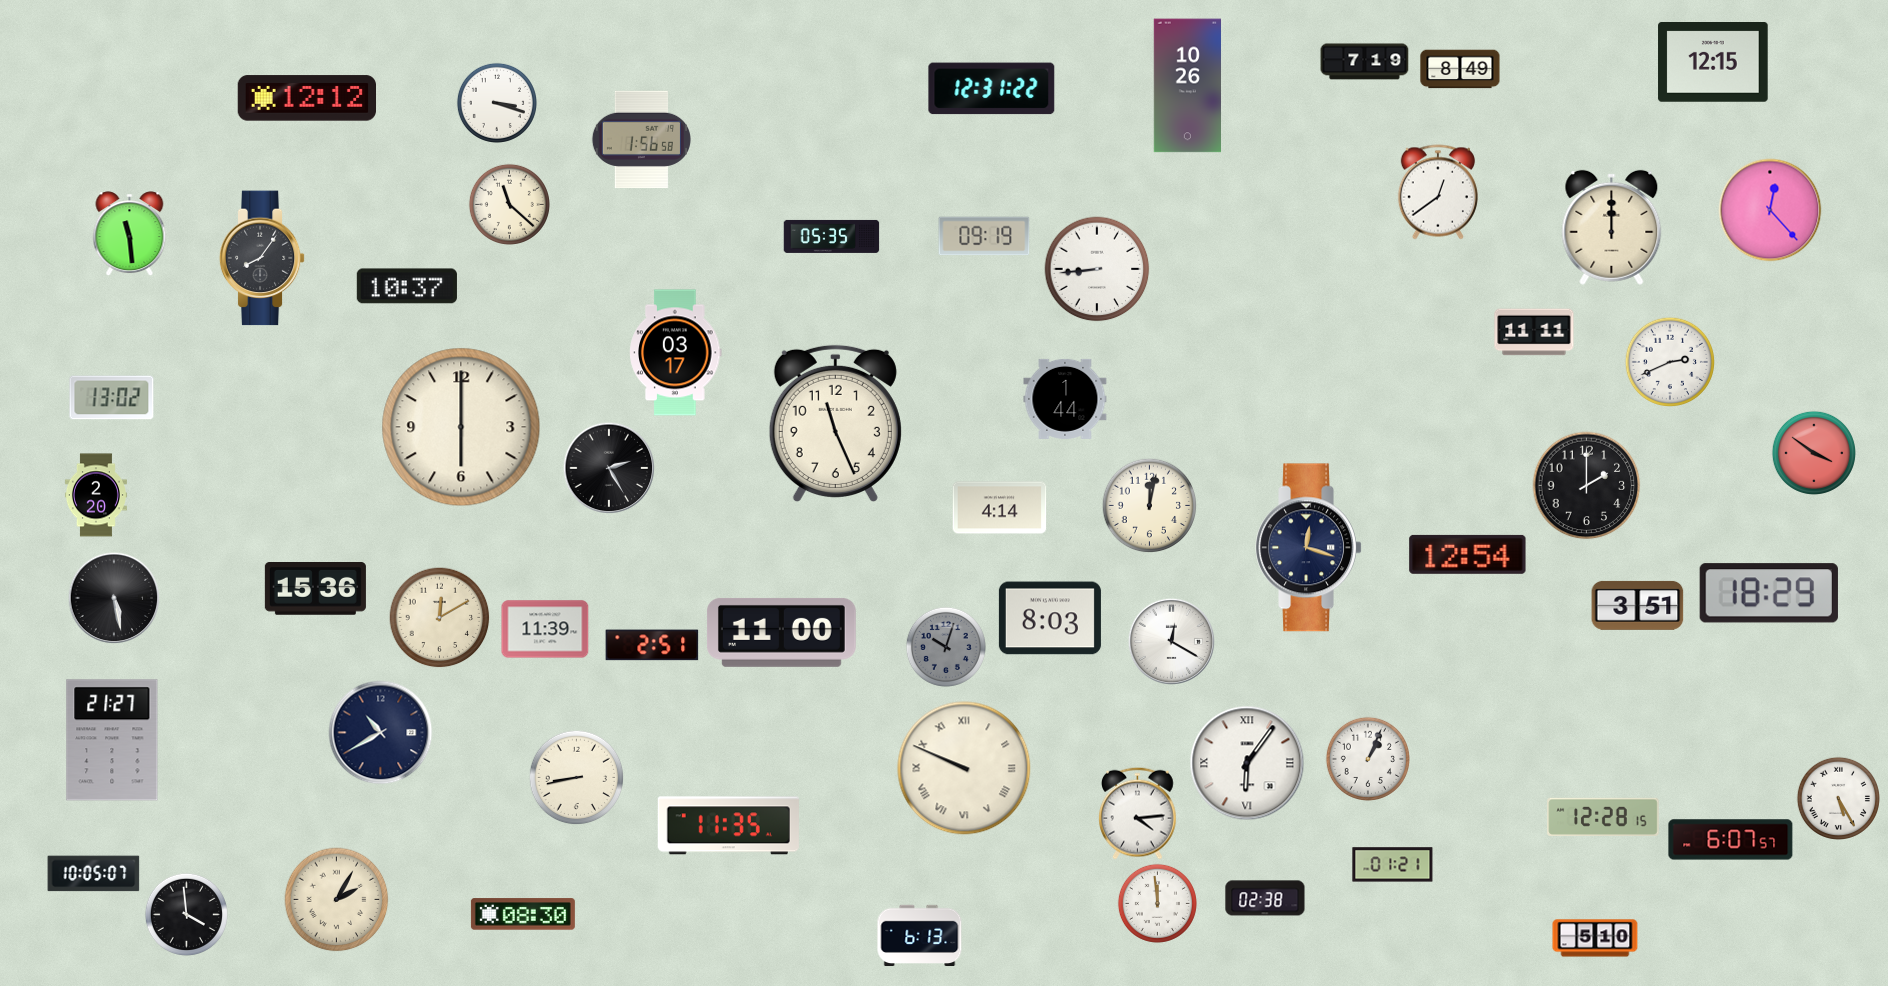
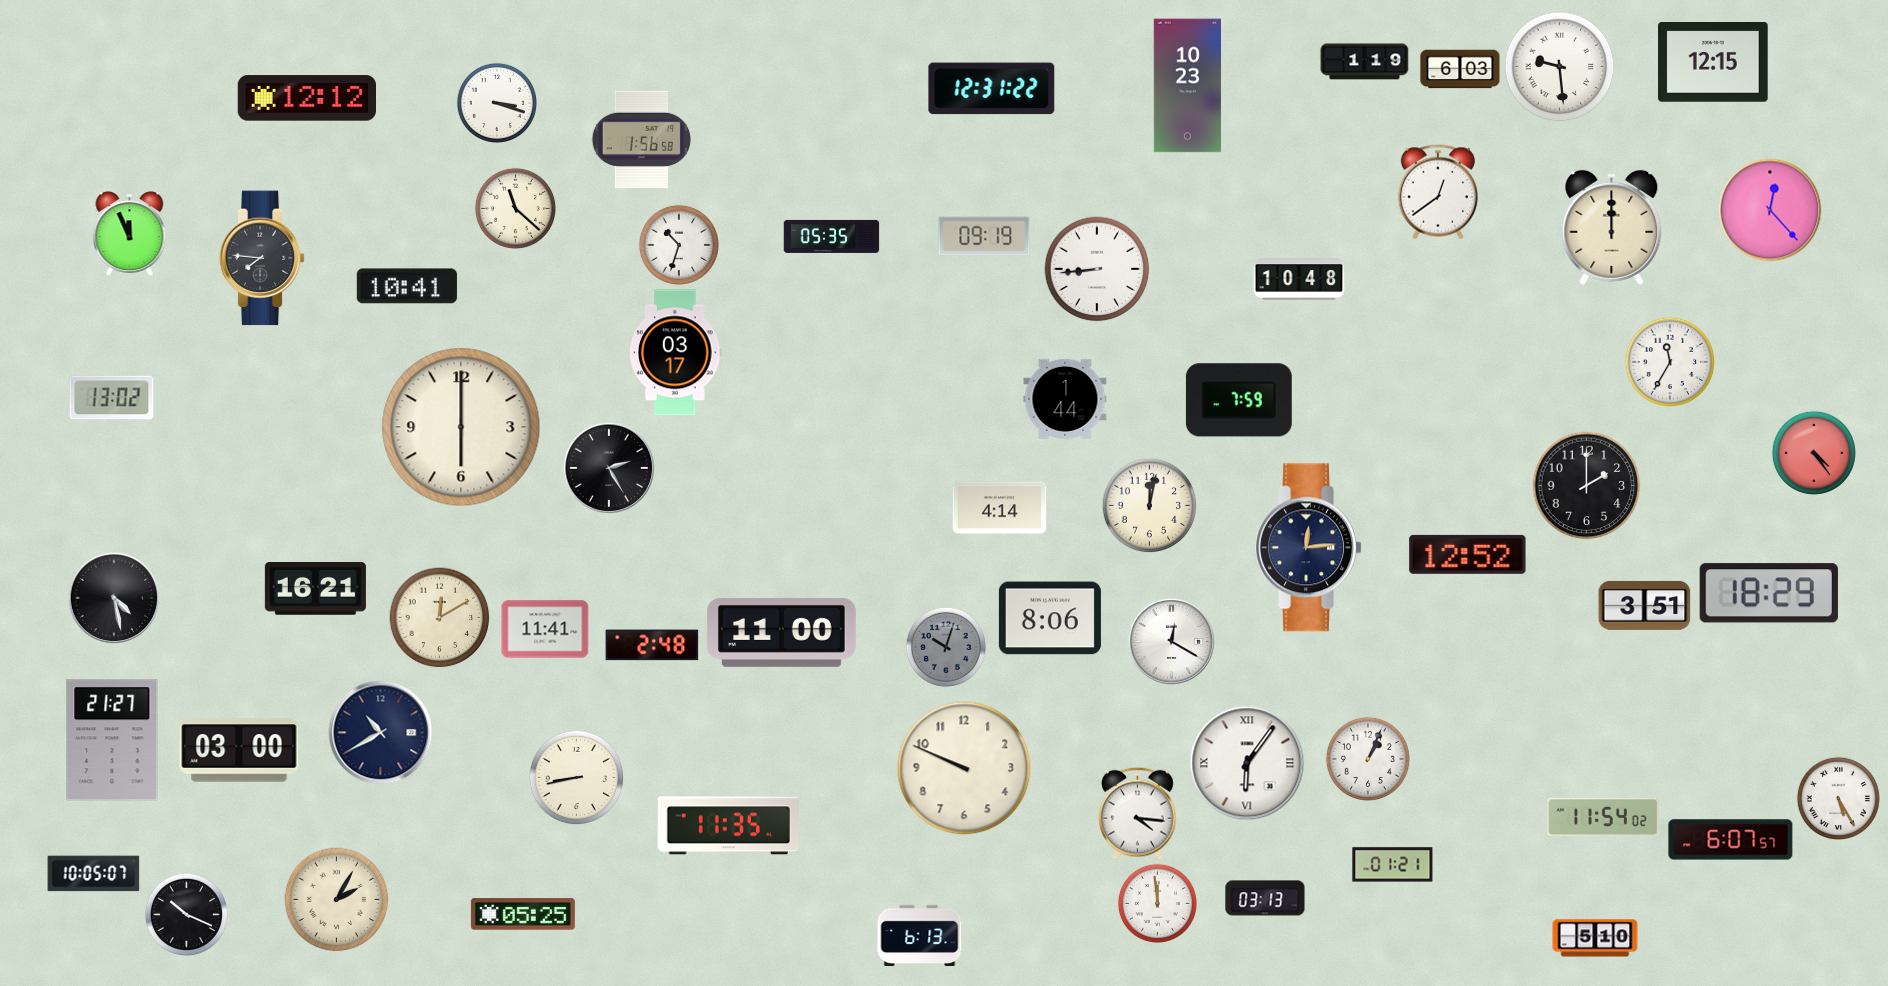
clock at (1365, 62): 7:19 -> 1:19
clock at (1560, 67): none -> 9:29
clock at (1460, 69): 8:49 -> 6:03
clock at (1187, 86): 10:26 -> 10:23
clock at (509, 204) position: (509, 204) -> (515, 208)
clock at (130, 234): 11:29 -> 11:56
clock at (679, 245): none -> 10:33
clock at (262, 258): 8:06 -> 7:46
clock at (1299, 279): none -> 10:48
clock at (407, 286): 10:37 -> 10:41
clock at (1534, 332): 11:11 -> none
clock at (1669, 361): 2:41 -> 11:35
clock at (1239, 400): none -> 7:59
clock at (835, 423): 11:26 -> none
clock at (1814, 453): 3:51 -> 4:24
clock at (96, 495): 2:20 -> none
clock at (1308, 548): 12:18 -> 12:14
clock at (1468, 554): 12:54 -> 12:52
clock at (315, 589): 15:36 -> 16:21
clock at (114, 598): 5:28 -> 4:28
clock at (1638, 605) position: (1638, 605) -> (1645, 605)
clock at (1050, 618): 8:03 -> 8:06
clock at (545, 629): 11:39 -> 11:41
clock at (652, 645): 2:51 -> 2:48
clock at (239, 750): none -> 03:00
clock at (964, 768) numerals: Roman -> Arabic
clock at (1138, 813): 4:14 -> 4:16
clock at (1603, 817): 12:28 -> 11:54
clock at (1265, 898): 02:38 -> 03:13
clock at (186, 914): 3:59 -> 10:19
clock at (523, 914): 08:30 -> 05:25
